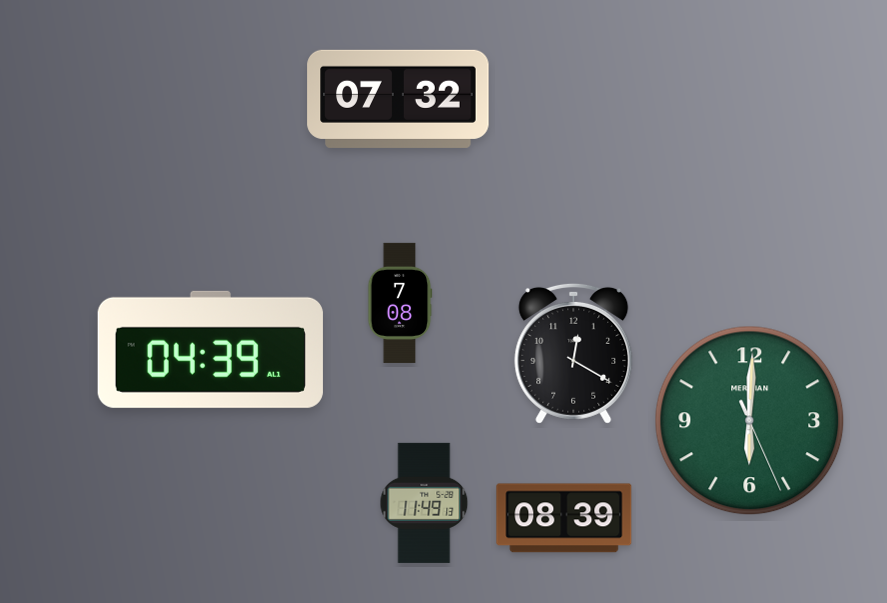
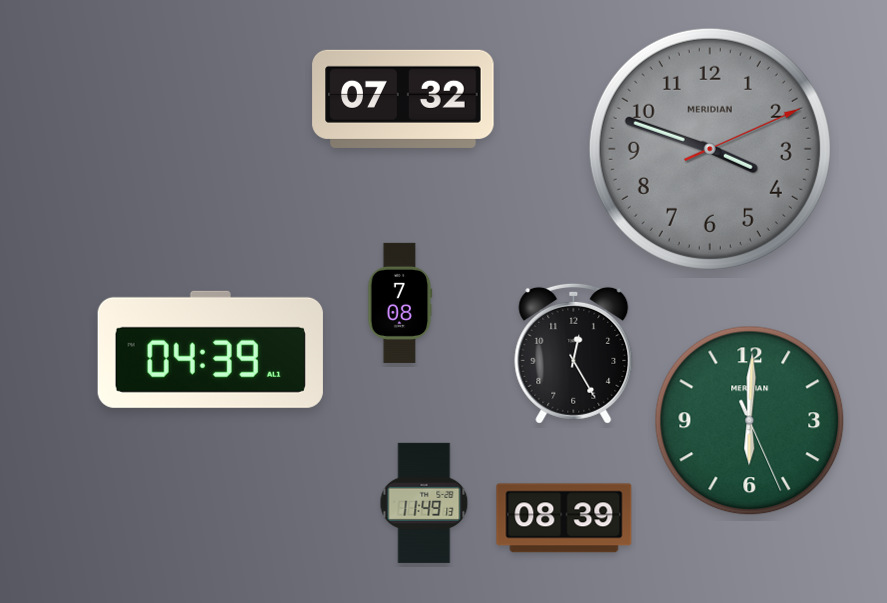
clock at (398, 99) position: (398, 99) -> (403, 99)
clock at (710, 149): none -> 3:48
clock at (574, 353): 12:20 -> 12:25
